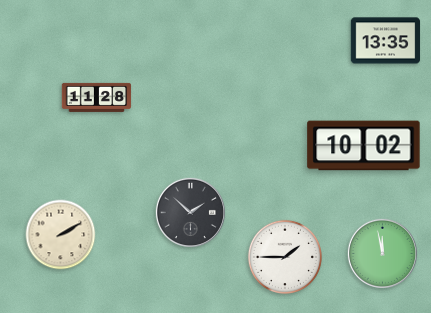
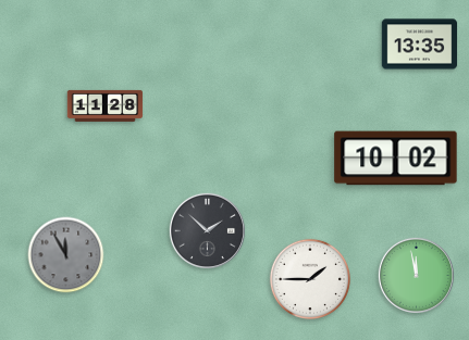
clock at (61, 235): 2:10 -> 11:55
clock at (61, 235) dial: cream -> grey
